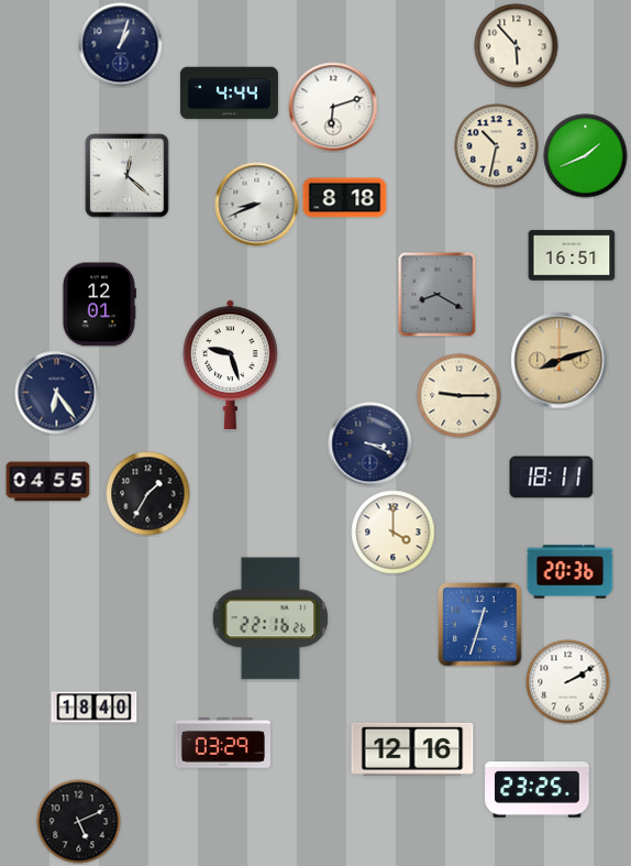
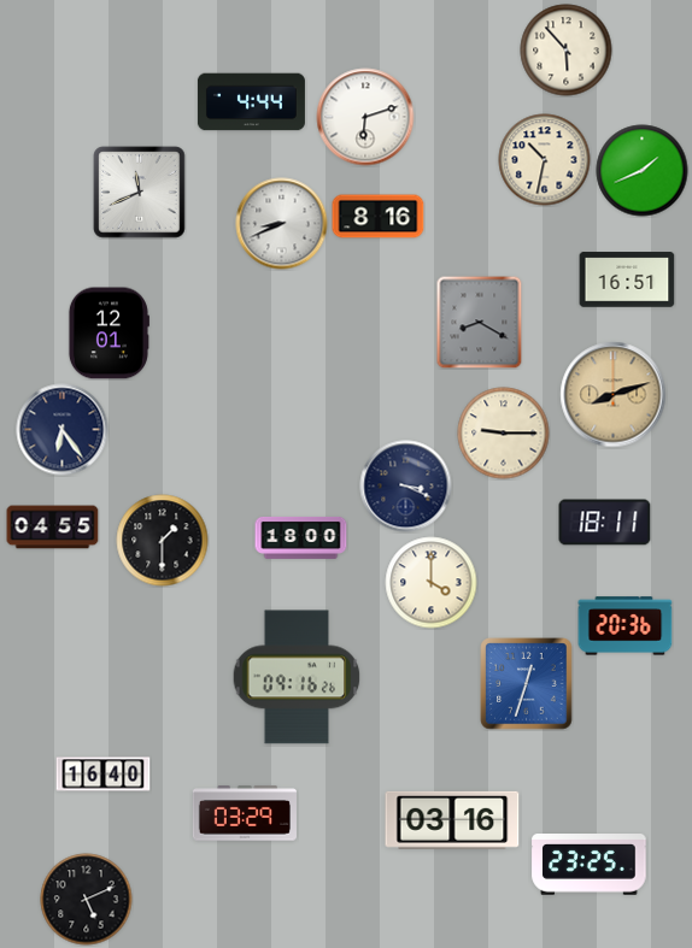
clock at (121, 45): 1:03 -> none
clock at (128, 176): 12:22 -> 11:41
clock at (345, 198): 8:18 -> 8:16
clock at (230, 365): 9:27 -> none
clock at (301, 537): none -> 18:00
clock at (148, 494): 1:35 -> 1:30
clock at (270, 618): 22:16 -> 09:16
clock at (568, 682): 2:10 -> none
clock at (95, 708): 18:40 -> 16:40
clock at (412, 749): 12:16 -> 03:16
